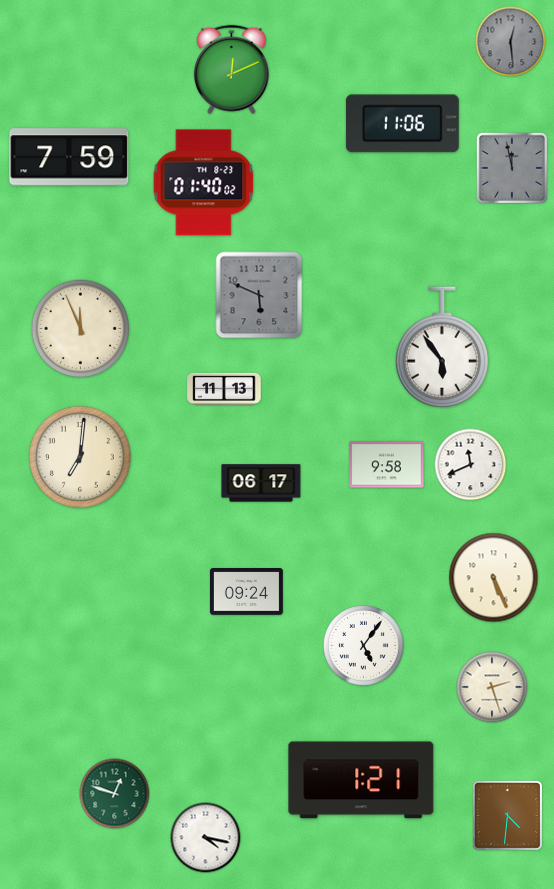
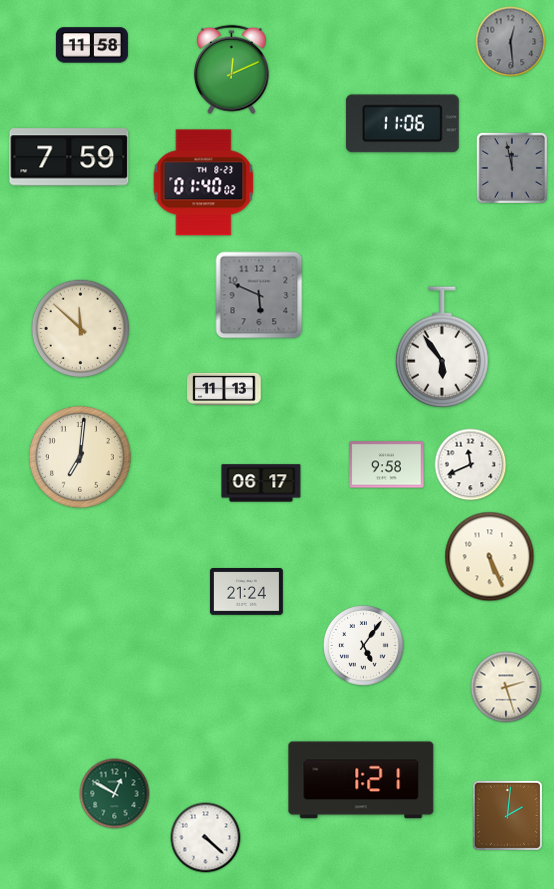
clock at (92, 45): none -> 11:58
clock at (80, 328): 11:56 -> 11:52
clock at (494, 578) position: (494, 578) -> (490, 557)
clock at (246, 592): 09:24 -> 21:24
clock at (492, 687) position: (492, 687) -> (506, 687)
clock at (115, 794): 12:48 -> 12:50
clock at (507, 815): 4:31 -> 2:01
clock at (206, 838): 4:17 -> 4:22
